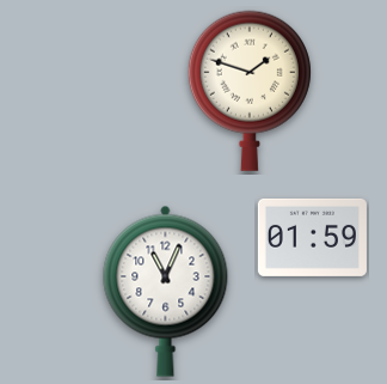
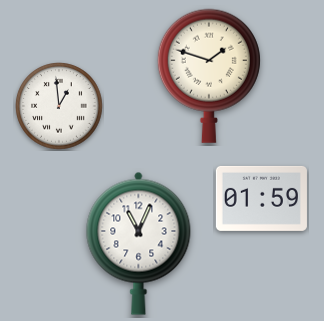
clock at (59, 106): none -> 12:59
